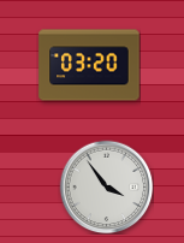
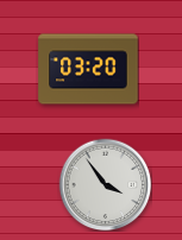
clock at (89, 65) position: (89, 65) -> (88, 69)
